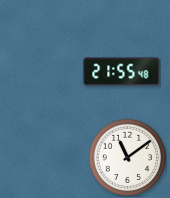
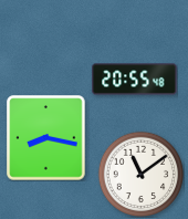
clock at (122, 72): 21:55 -> 20:55
clock at (46, 138): none -> 8:17
